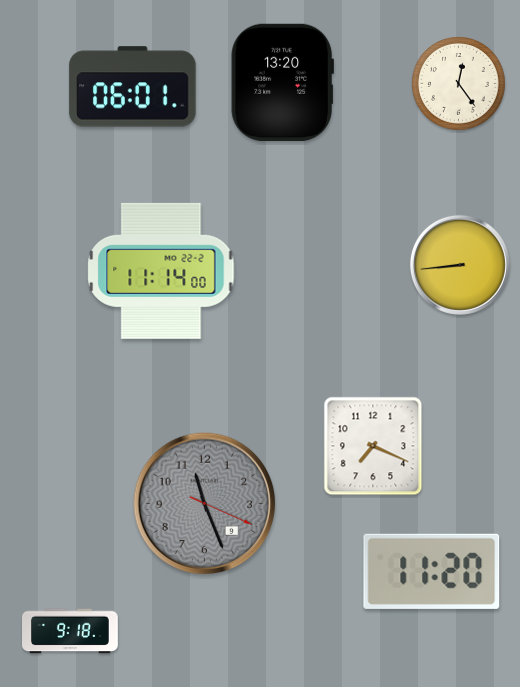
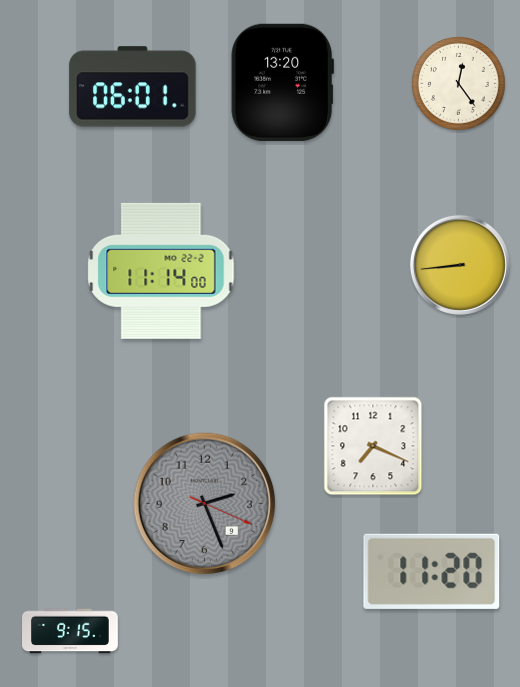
clock at (205, 504): 11:26 -> 2:26
clock at (71, 631): 9:18 -> 9:15
